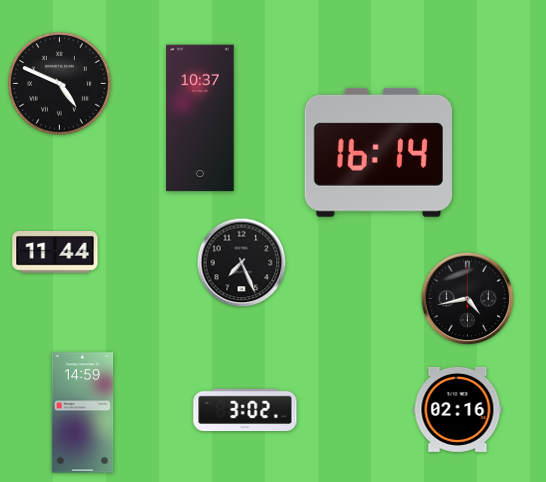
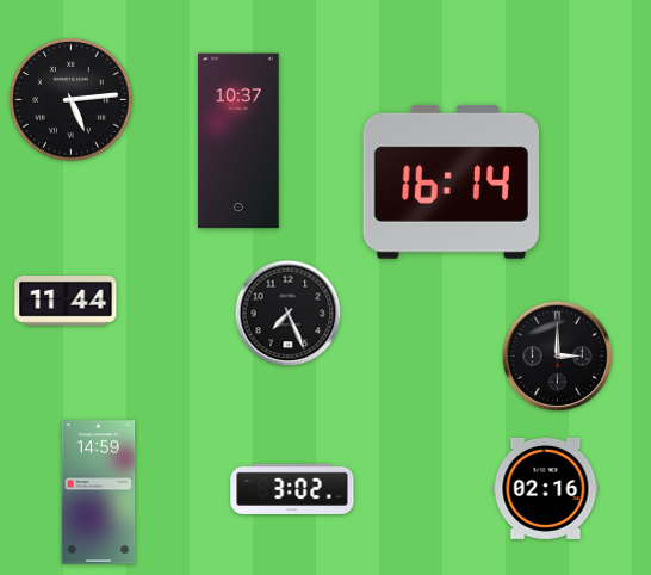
clock at (60, 84): 4:49 -> 5:14
clock at (468, 299): 4:43 -> 3:00
